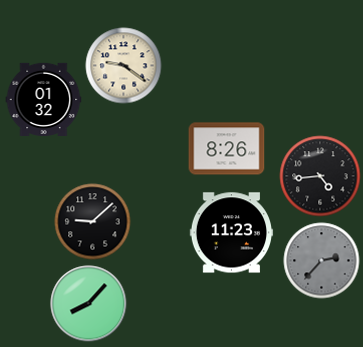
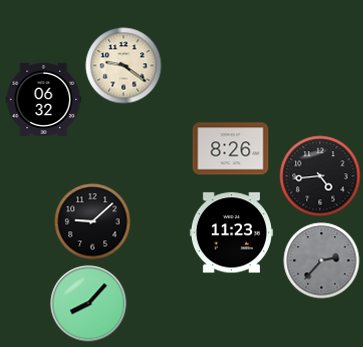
clock at (44, 99): 01:32 -> 06:32
clock at (227, 149) position: (227, 149) -> (231, 149)
